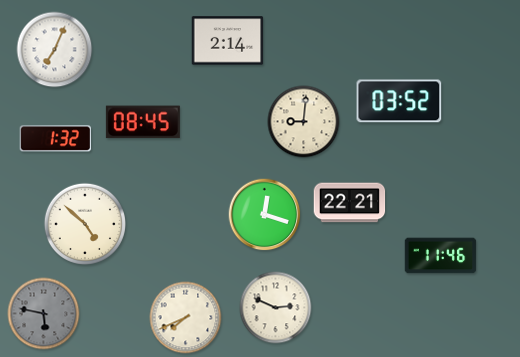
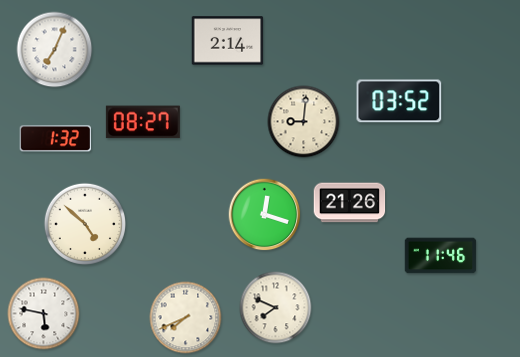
clock at (143, 122): 08:45 -> 08:27
clock at (350, 203): 22:21 -> 21:26
clock at (276, 308): 2:49 -> 7:49
clock at (44, 314) dial: grey -> white
